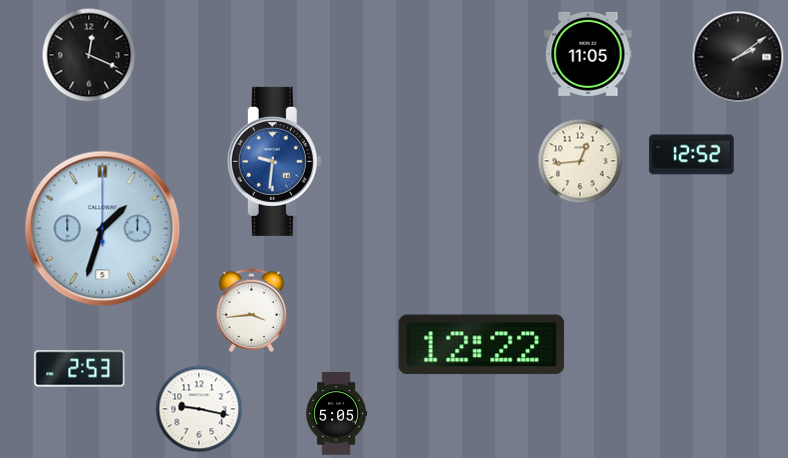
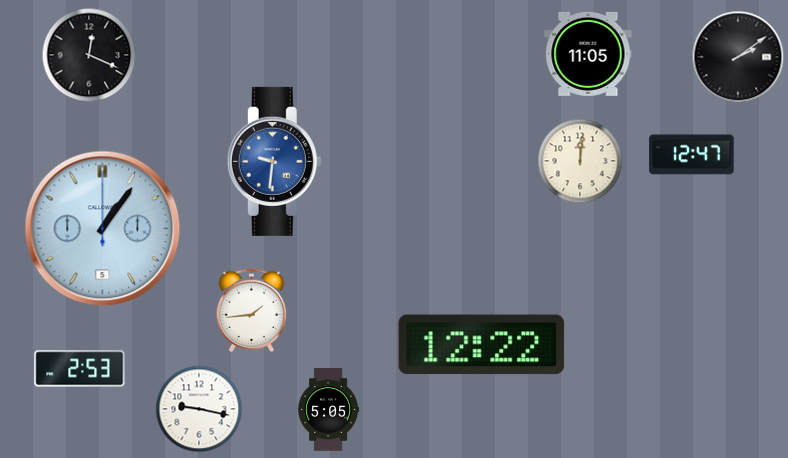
clock at (692, 155): 12:52 -> 12:47
clock at (580, 161): 12:44 -> 12:01
clock at (103, 229): 1:33 -> 1:06
clock at (252, 311): 3:44 -> 1:44
clock at (337, 414) position: (337, 414) -> (329, 410)
